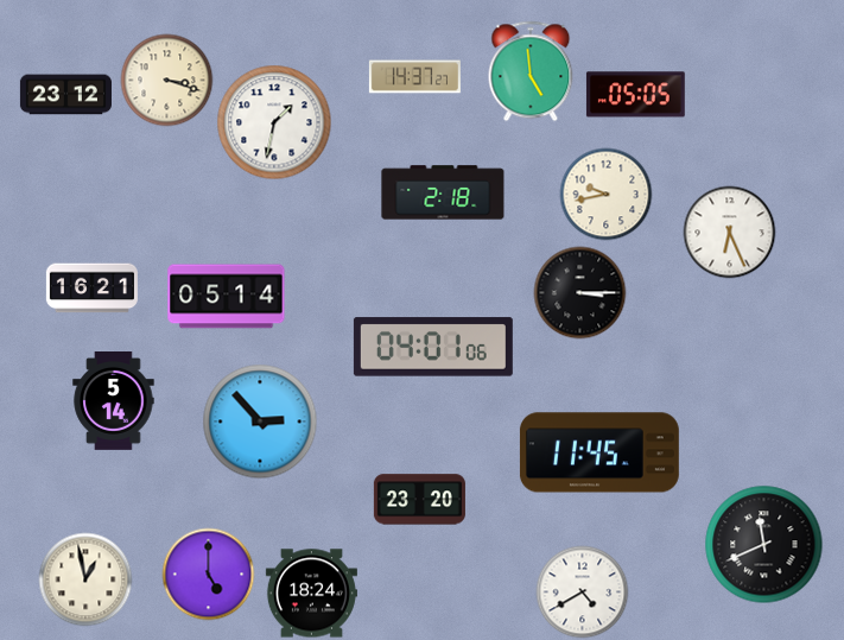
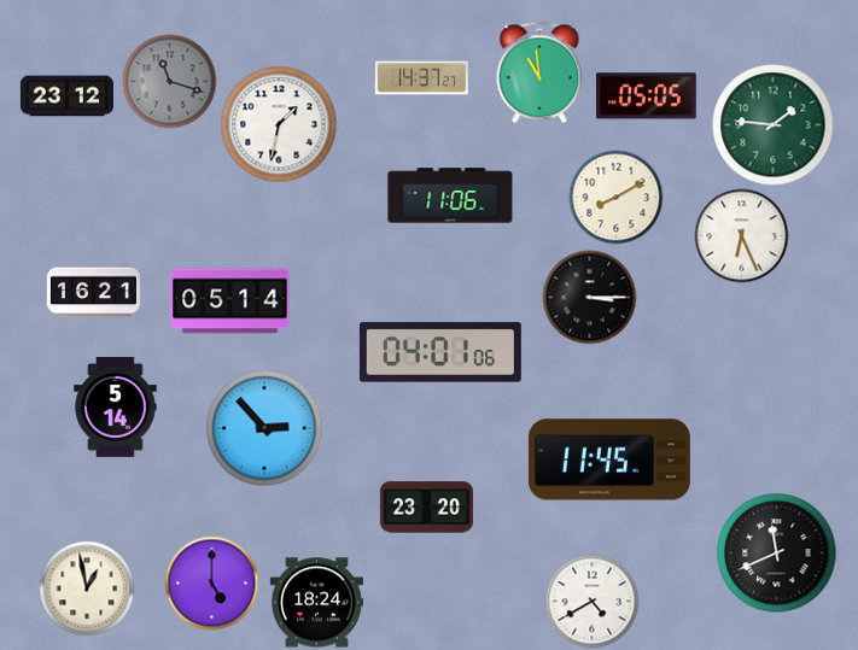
clock at (531, 71): 4:59 -> 10:59
clock at (166, 80): 3:18 -> 11:18
clock at (166, 80) dial: cream -> grey
clock at (774, 125): none -> 1:46
clock at (443, 192): 2:18 -> 11:06
clock at (605, 194): 9:43 -> 8:10
